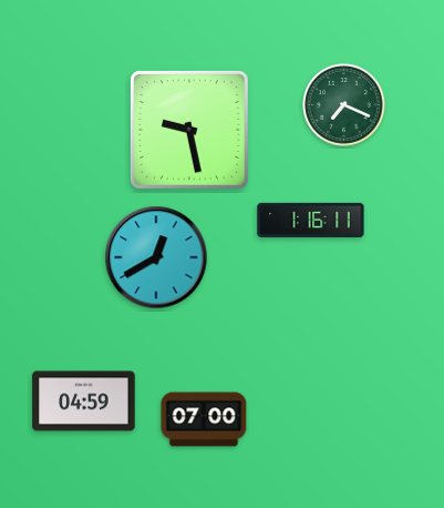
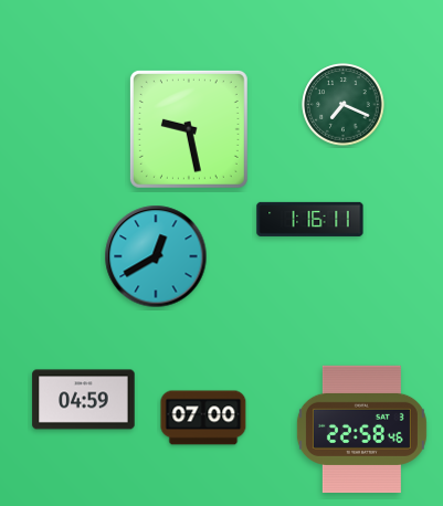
clock at (361, 429): none -> 22:58
